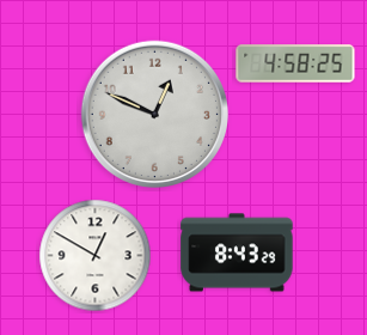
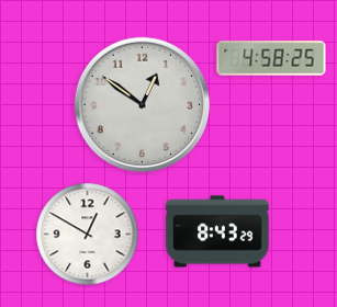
clock at (154, 114): 12:49 -> 12:51
